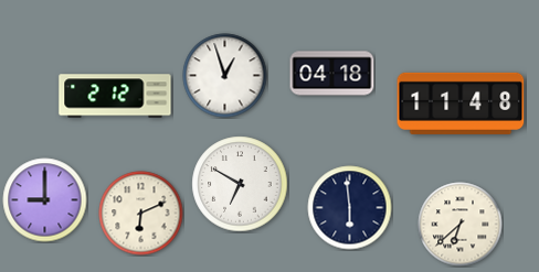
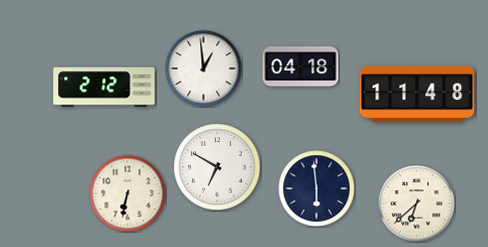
clock at (225, 76): 12:57 -> 12:59
clock at (45, 200): 9:00 -> none
clock at (141, 214): 6:11 -> 6:32
